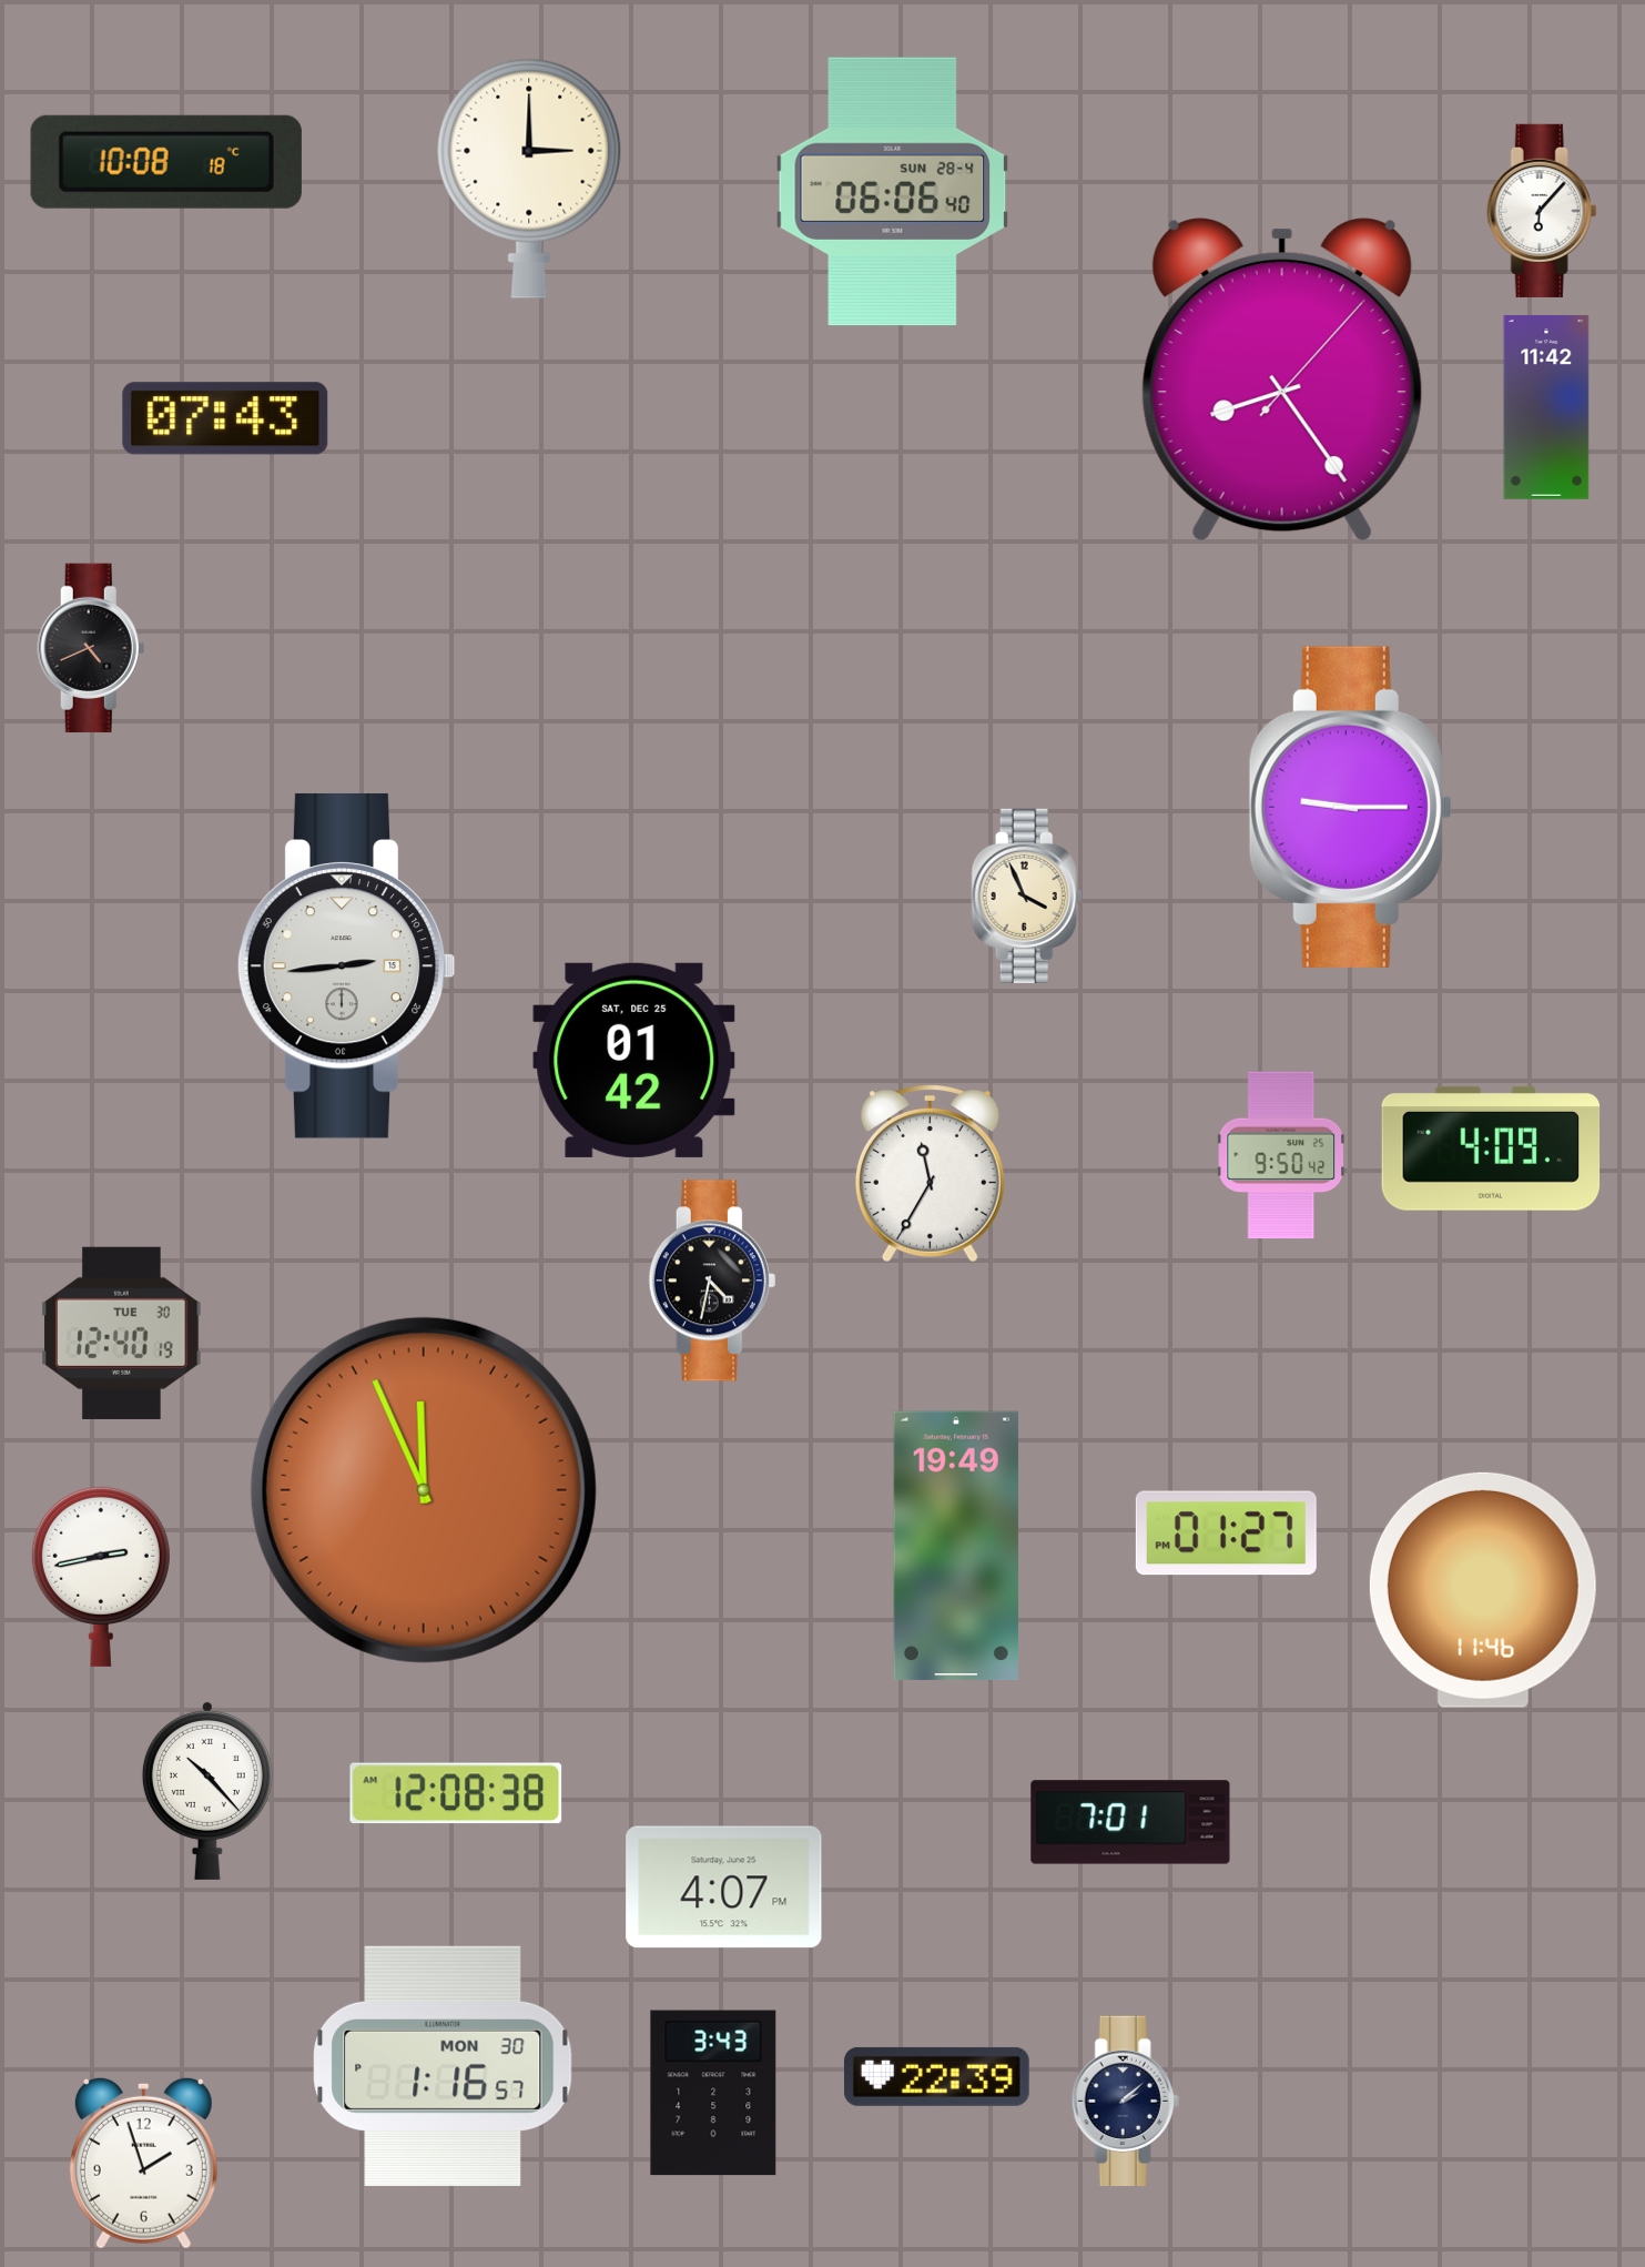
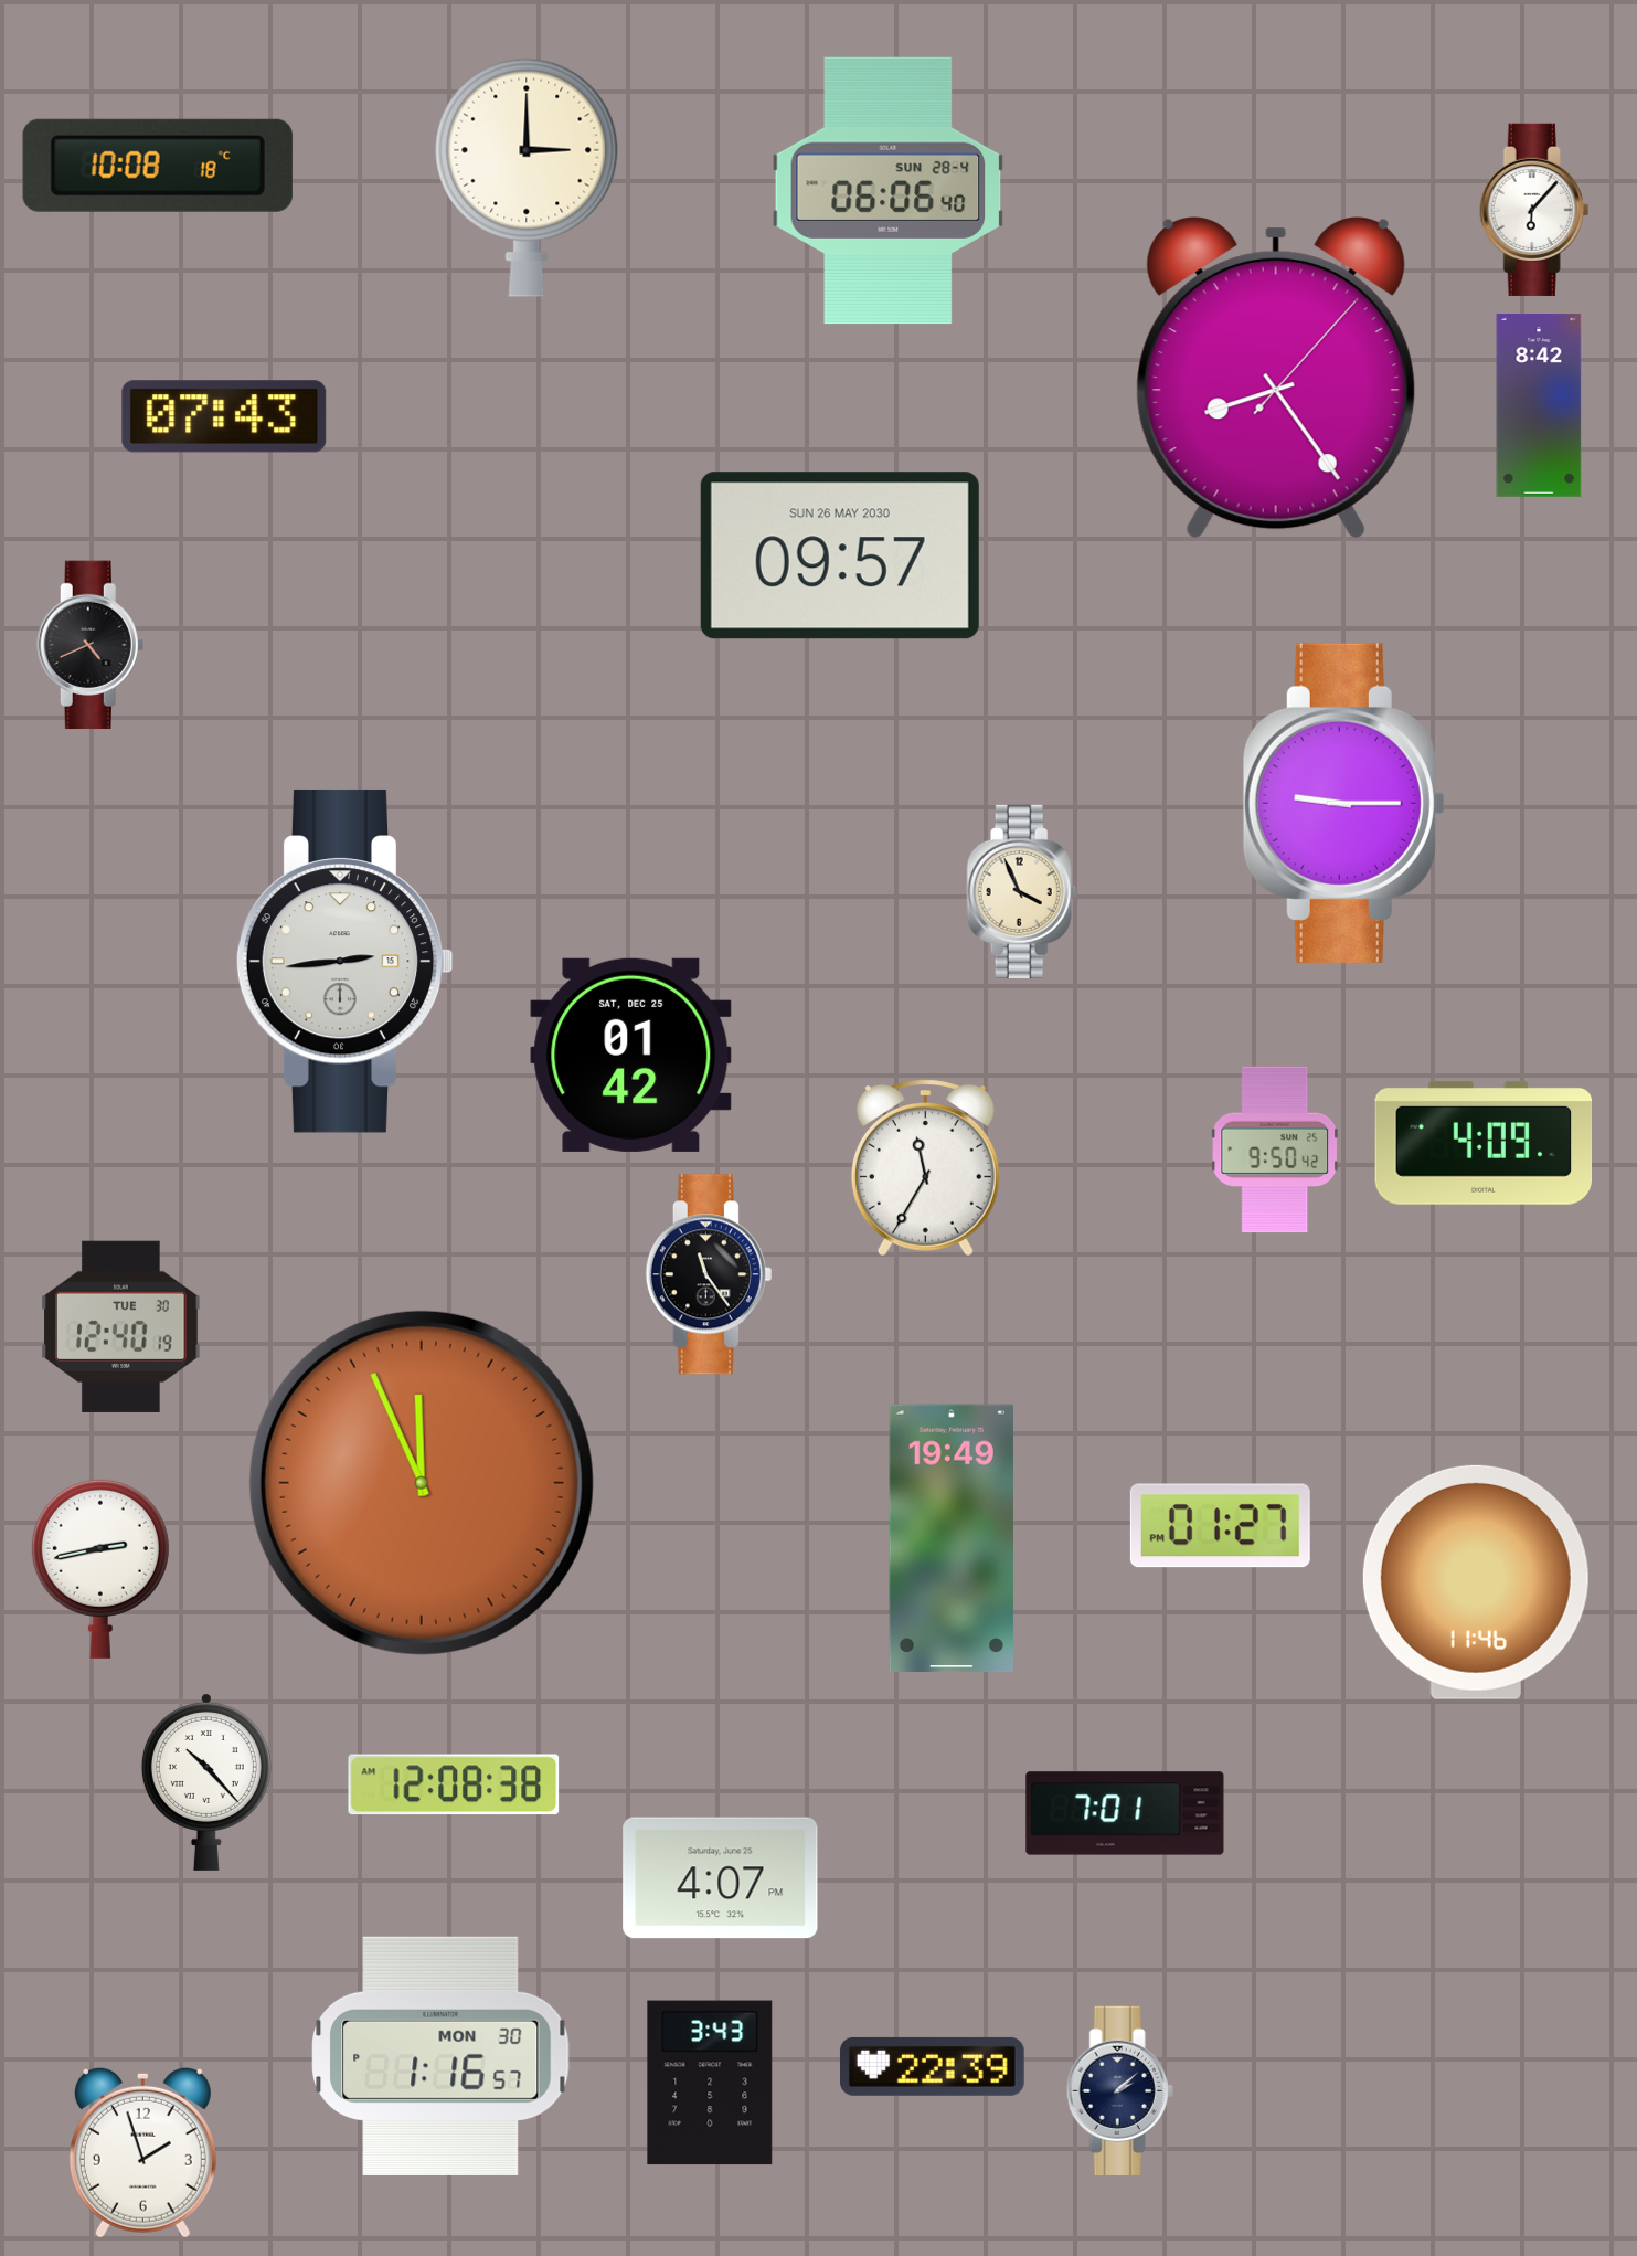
clock at (166, 162) position: (166, 162) -> (158, 166)
clock at (1546, 408): 11:42 -> 8:42
clock at (840, 555): none -> 09:57
clock at (712, 1281): 4:32 -> 11:24
